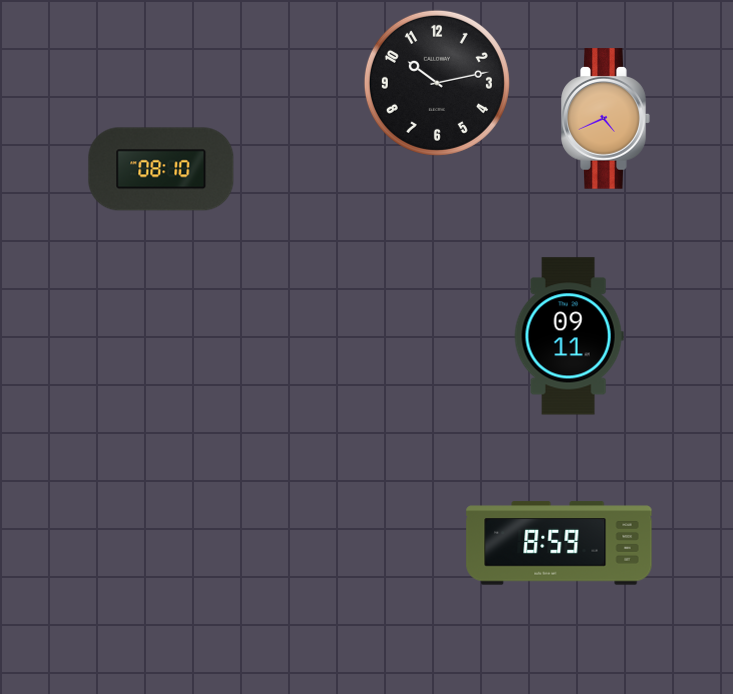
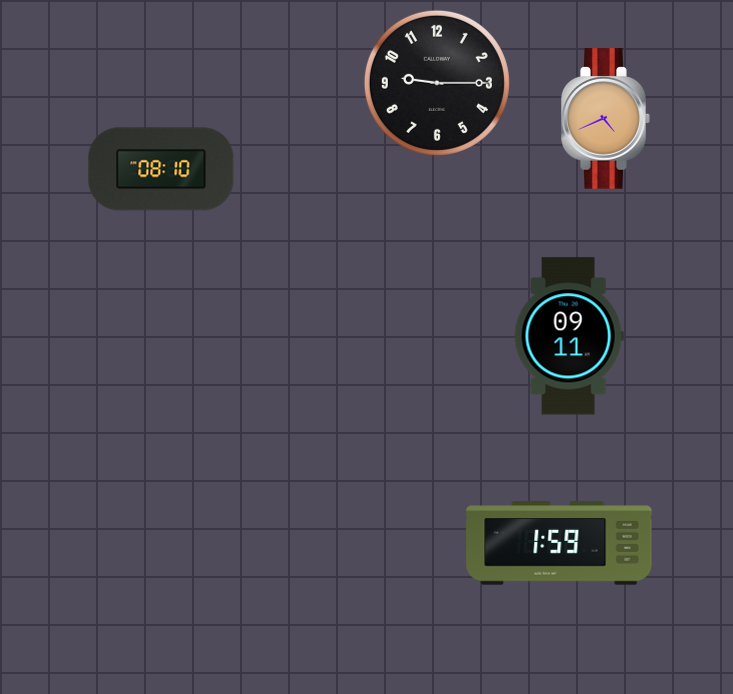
clock at (437, 83): 10:13 -> 9:15
clock at (559, 543): 8:59 -> 1:59
